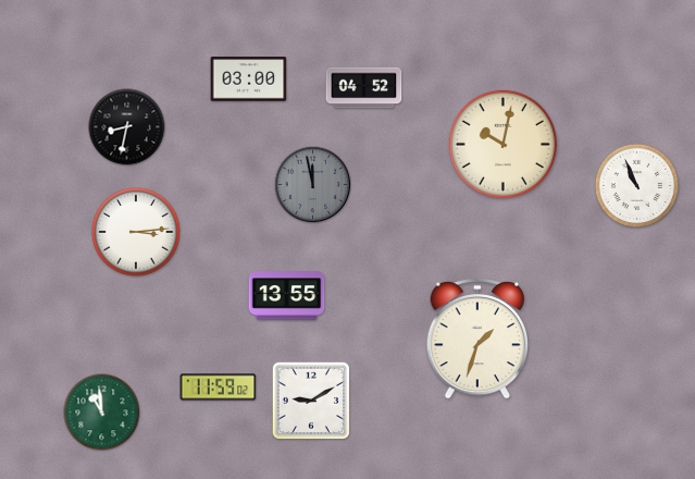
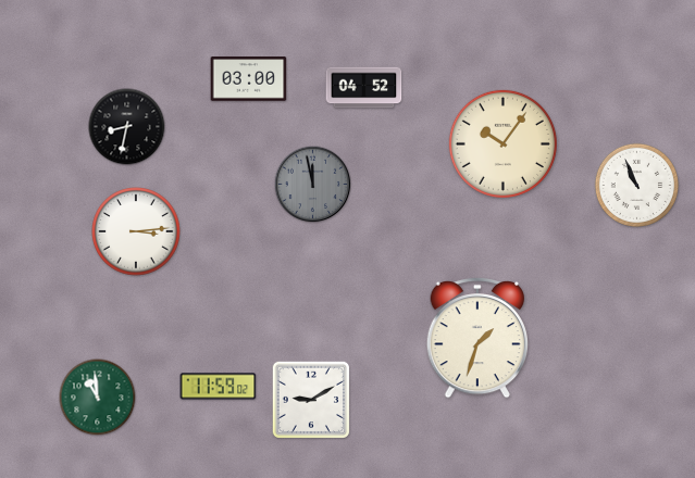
clock at (502, 144): 10:02 -> 10:06
clock at (287, 296): 13:55 -> none
clock at (102, 413) position: (102, 413) -> (98, 398)
